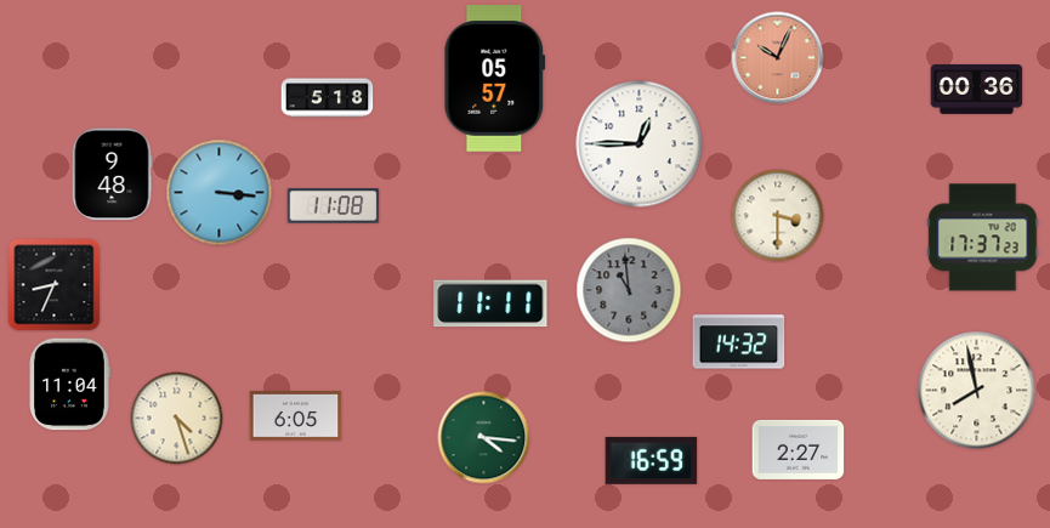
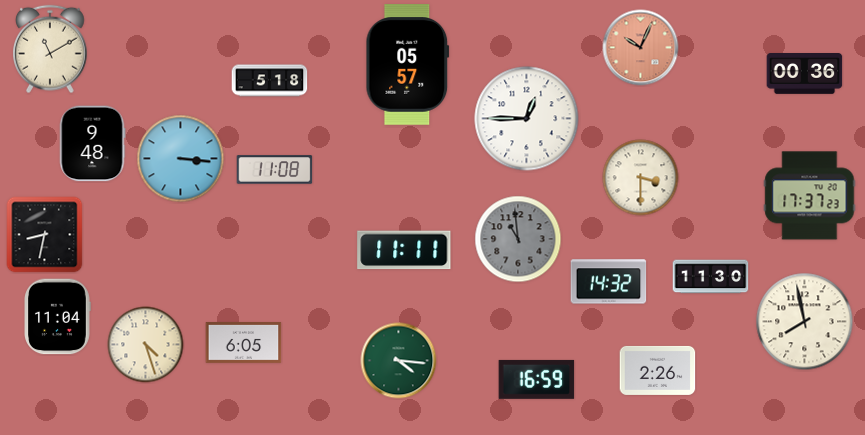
clock at (51, 49): none -> 11:10
clock at (55, 285): 8:34 -> 8:32
clock at (711, 277): none -> 11:30
clock at (799, 449): 2:27 -> 2:26
